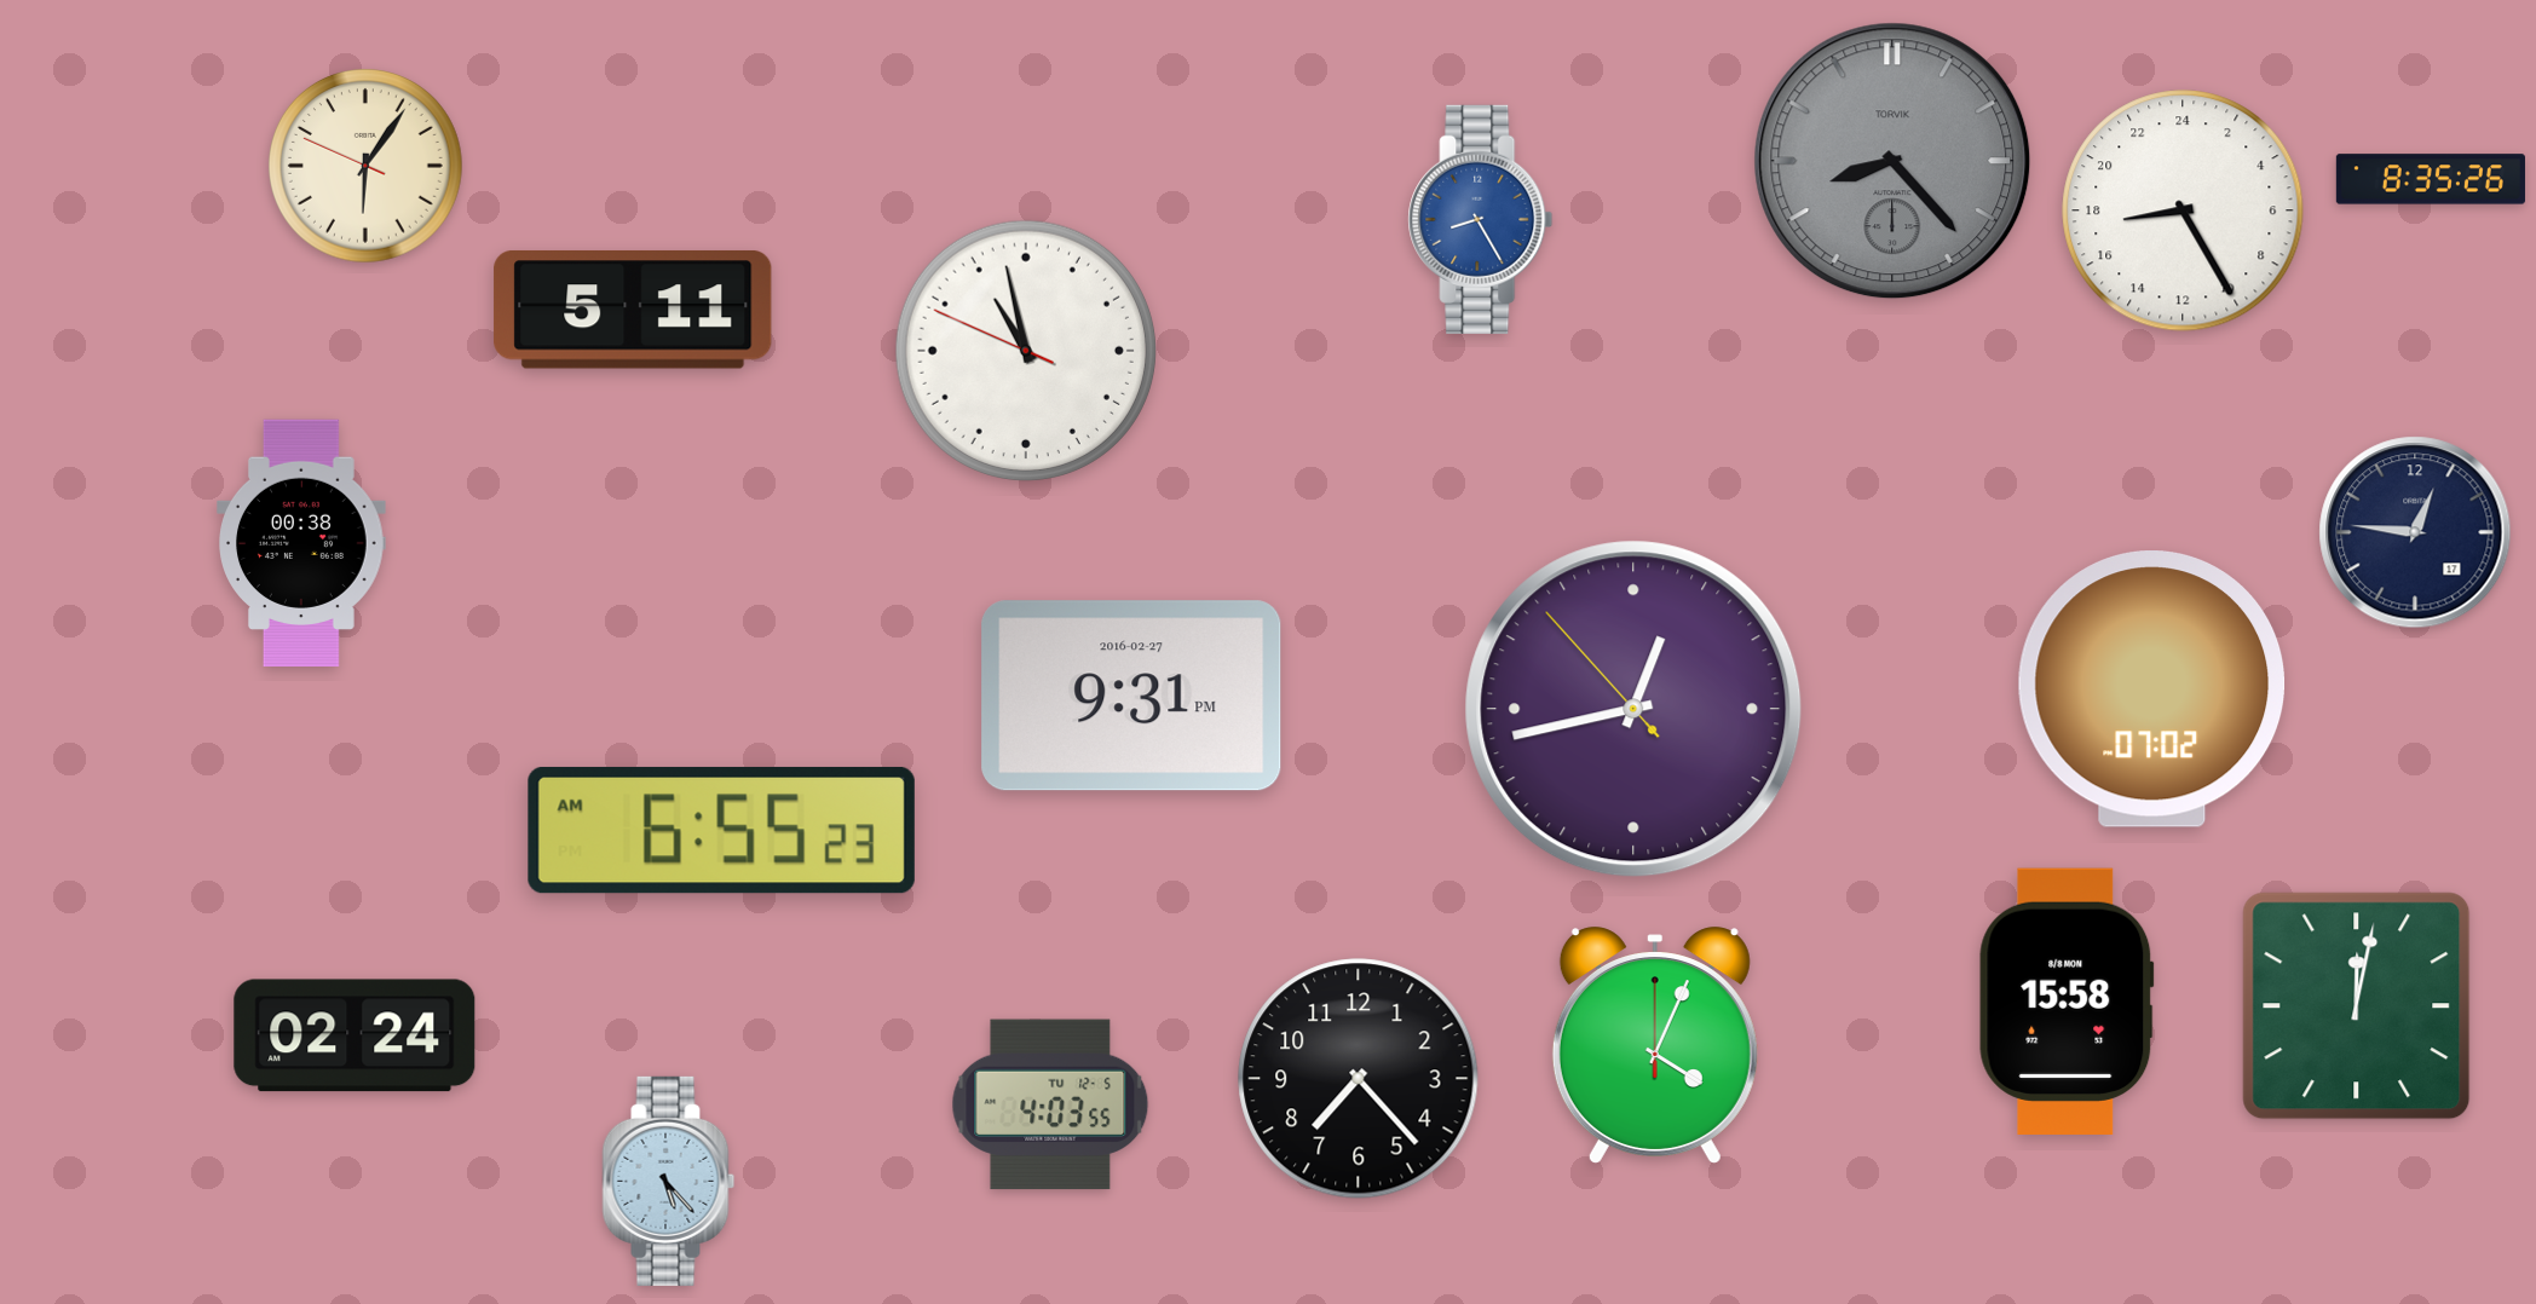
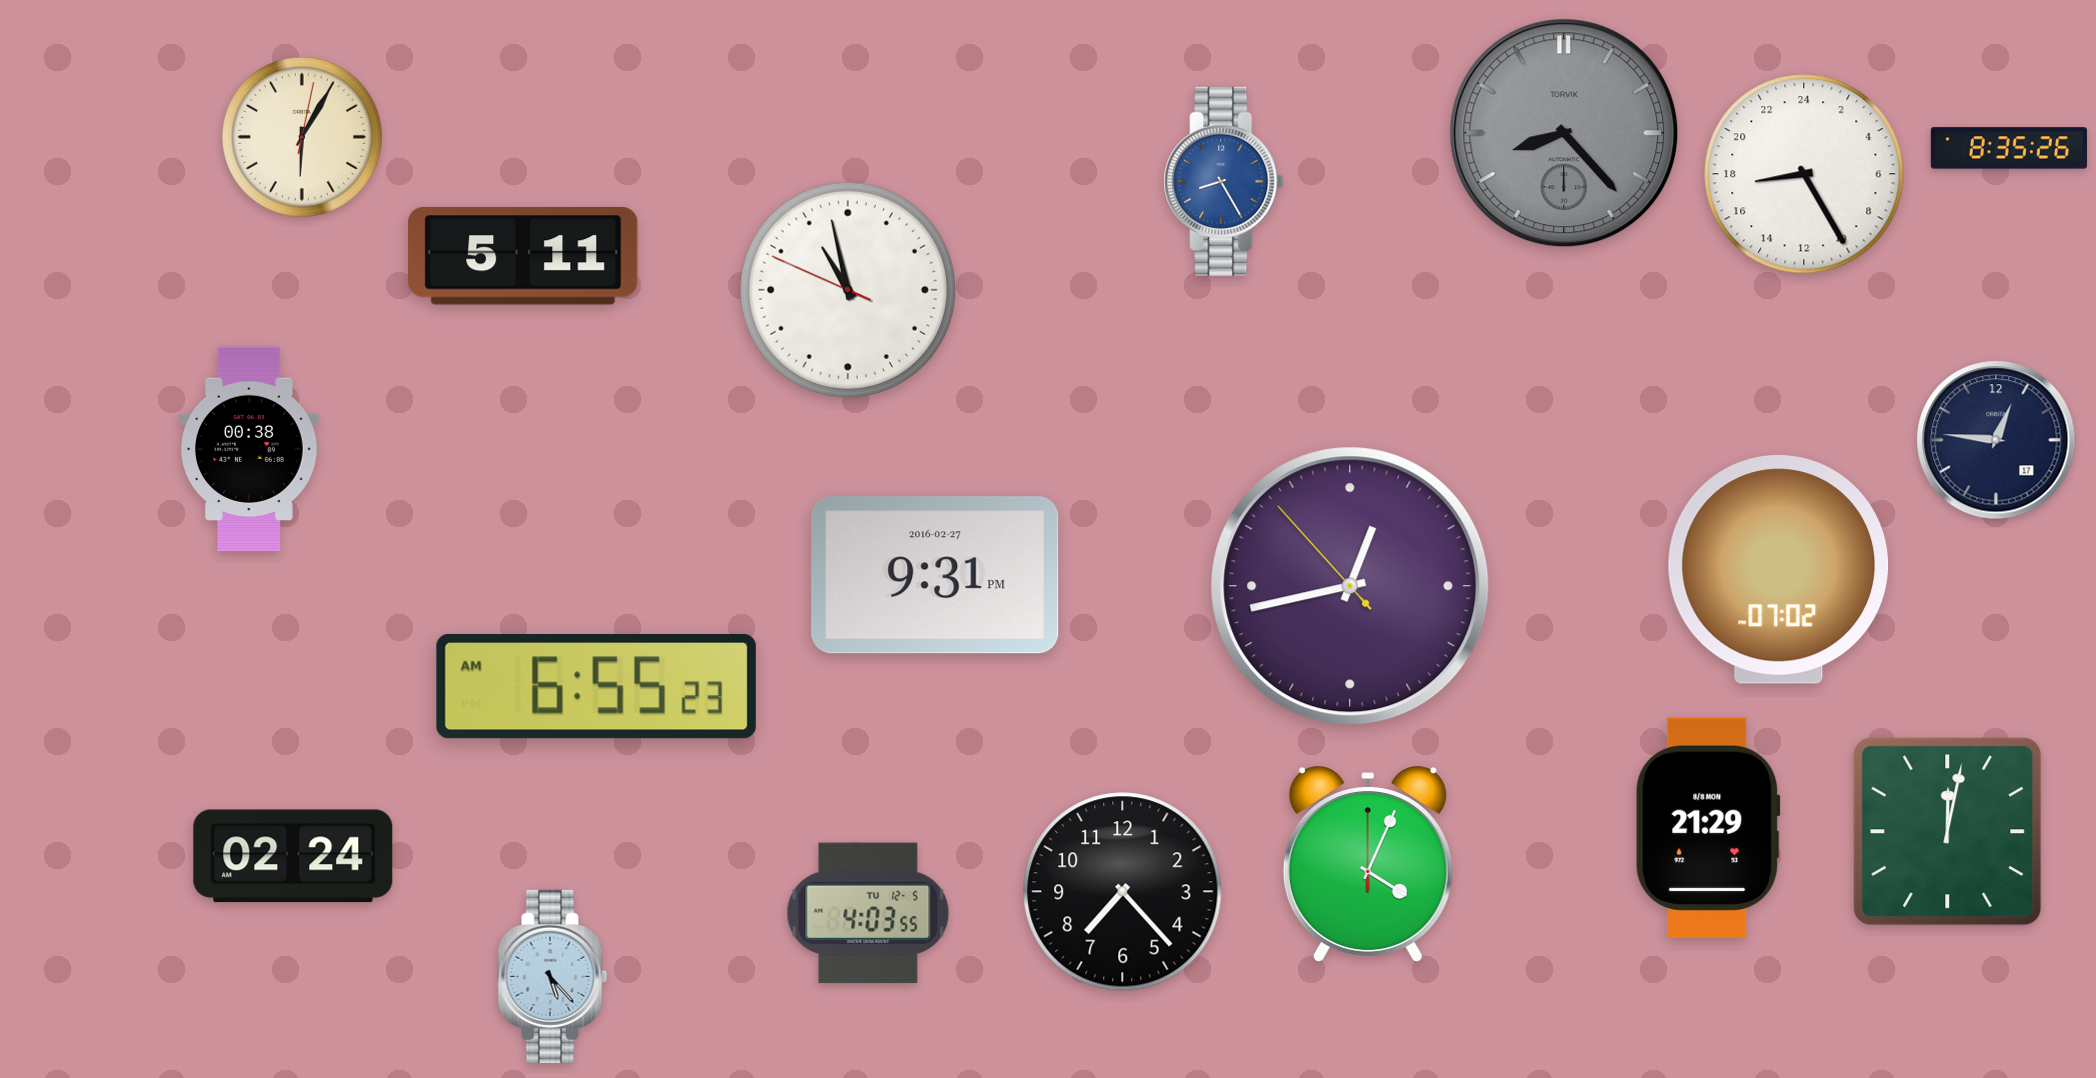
clock at (367, 167): 6:05:49 -> 6:05:02
clock at (2067, 1002): 15:58 -> 21:29
